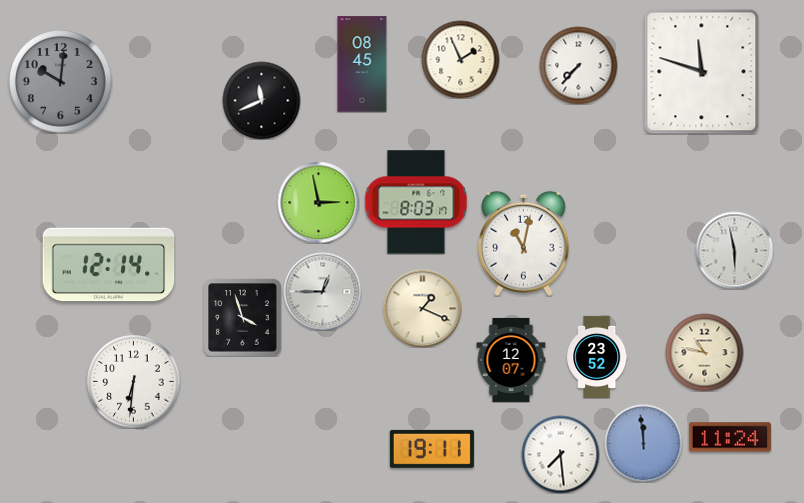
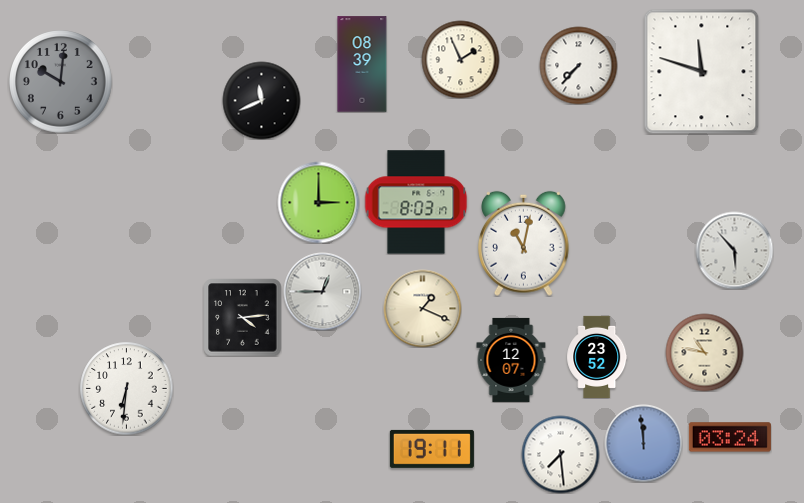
clock at (362, 64): 08:45 -> 08:39
clock at (318, 202): 2:58 -> 3:00
clock at (734, 250): 5:58 -> 5:53
clock at (109, 265): 12:14 -> none
clock at (242, 317): 3:57 -> 4:14
clock at (133, 381) position: (133, 381) -> (126, 388)
clock at (730, 437): 11:24 -> 03:24
